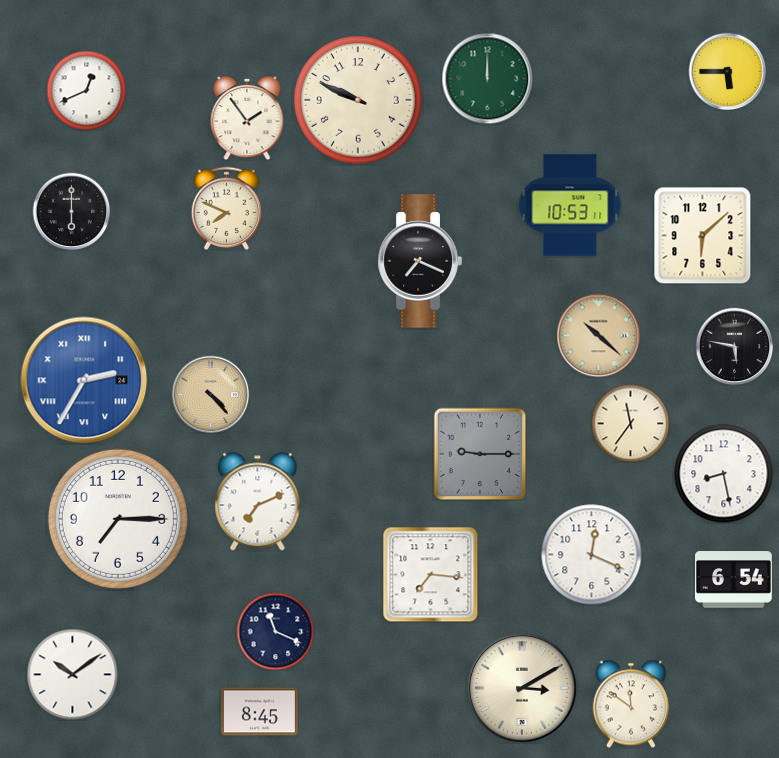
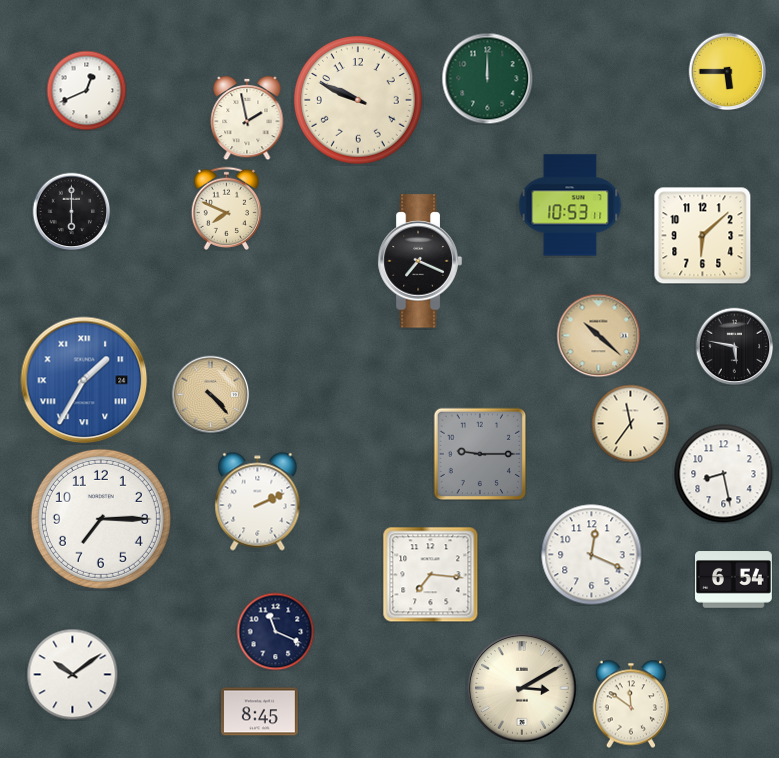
clock at (247, 118): 1:54 -> 1:58
clock at (84, 380): 2:35 -> 1:35
clock at (258, 502): 7:11 -> 2:11
clock at (118, 519) position: (118, 519) -> (101, 519)
